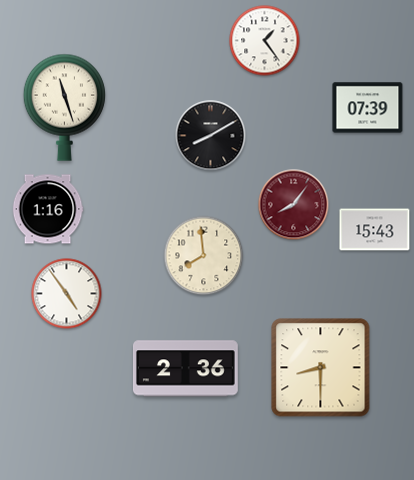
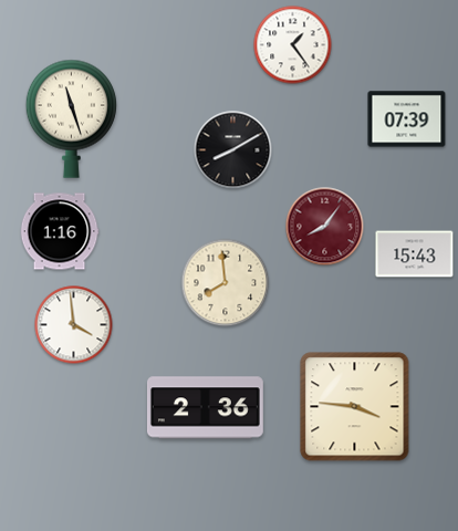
clock at (48, 209) position: (48, 209) -> (60, 231)
clock at (67, 294): 4:54 -> 3:59
clock at (321, 368): 8:30 -> 3:46
